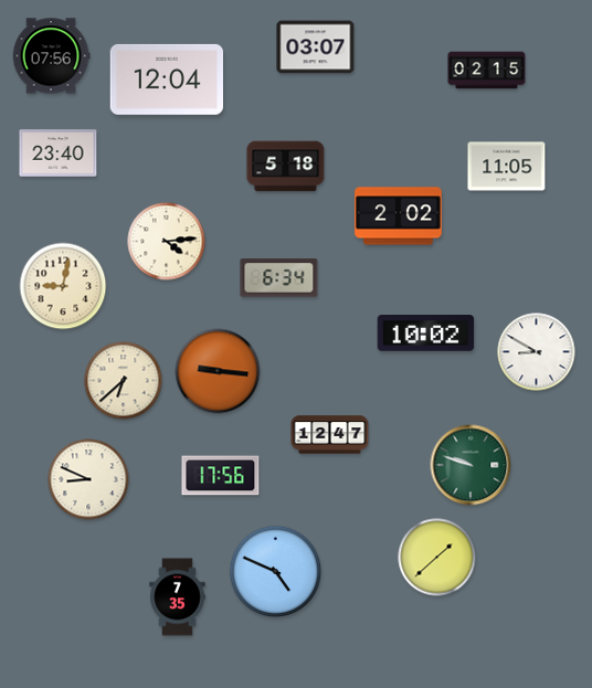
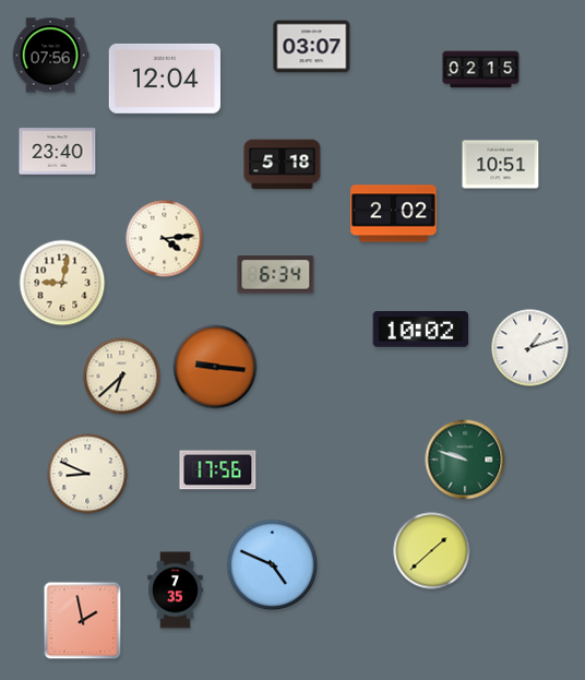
clock at (507, 167): 11:05 -> 10:51
clock at (537, 352): 8:50 -> 1:12
clock at (330, 435): 12:47 -> none
clock at (83, 621): none -> 1:58
